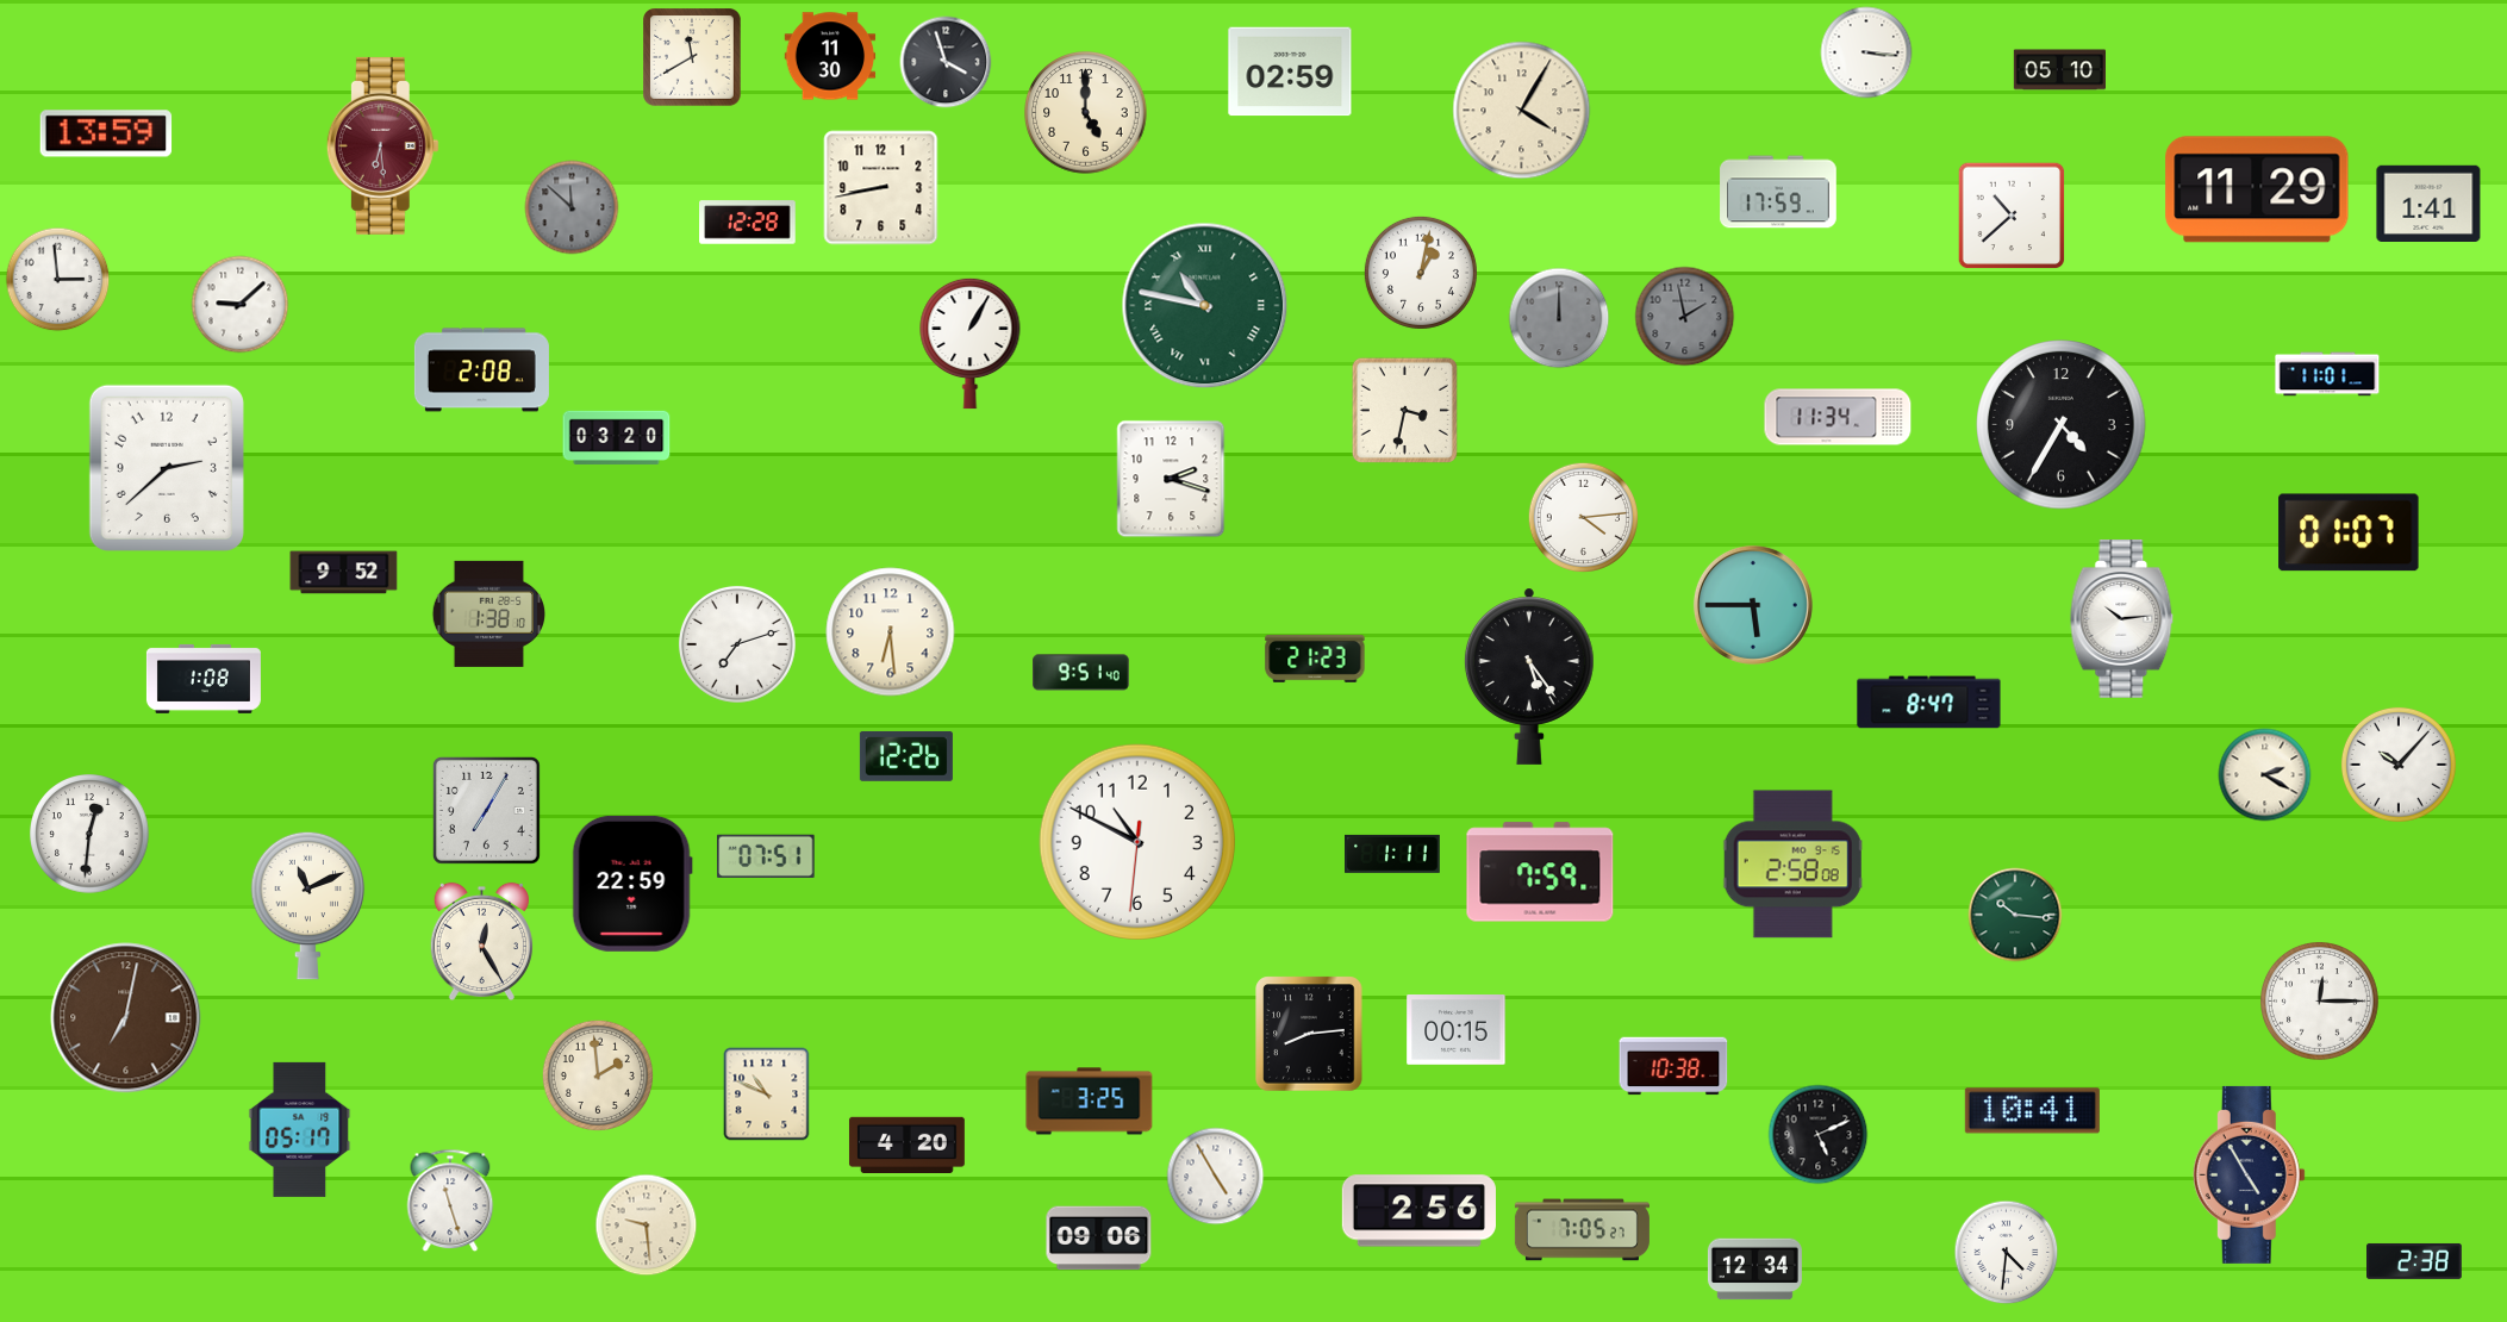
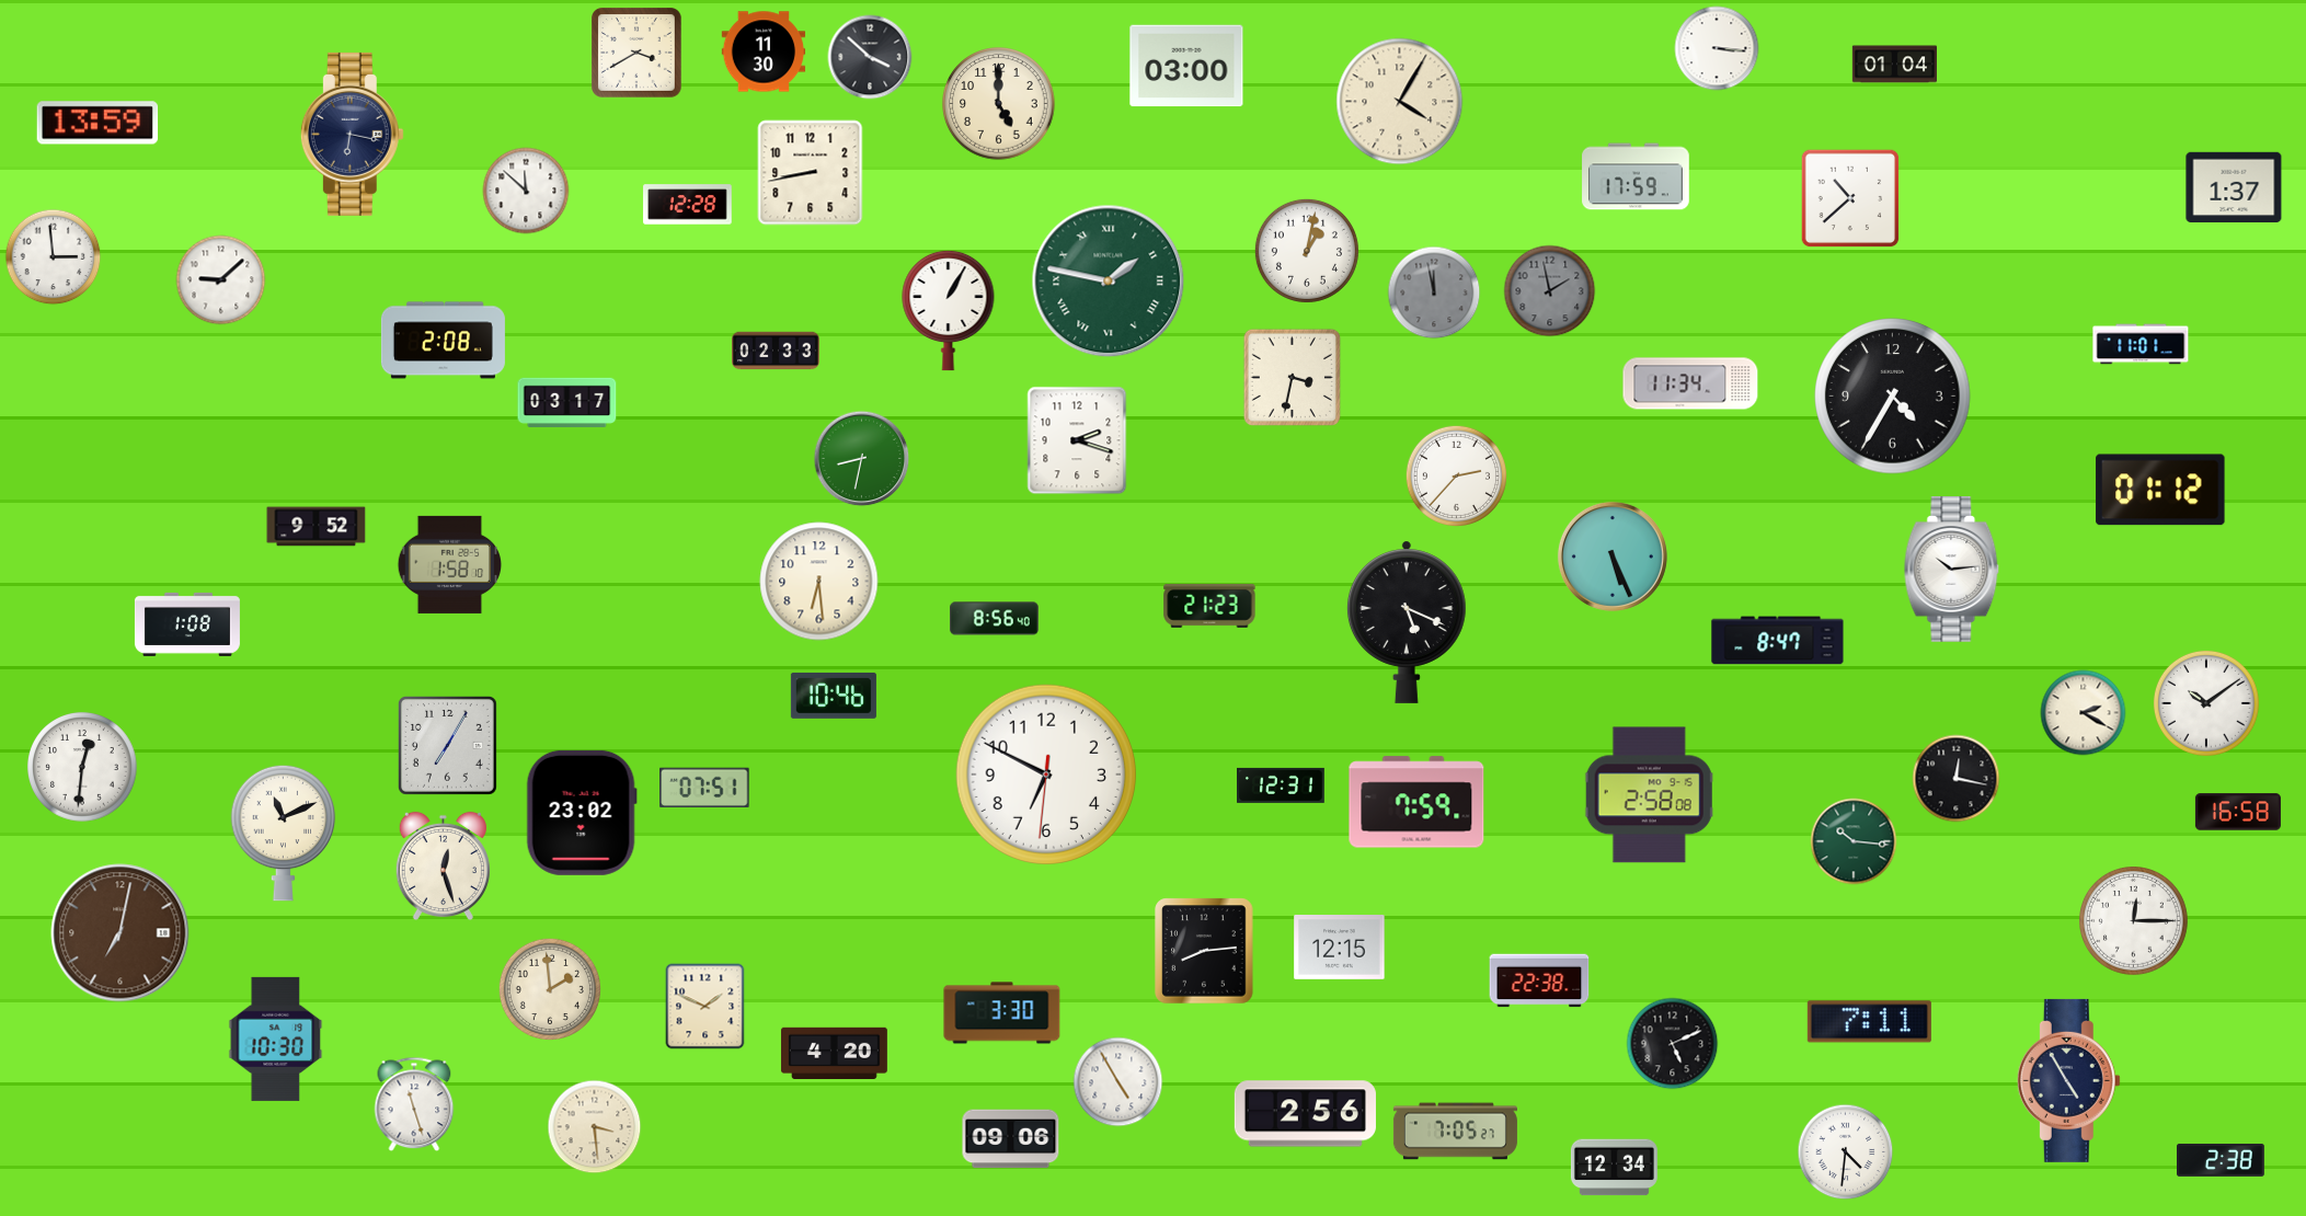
clock at (693, 58): 11:40 -> 3:40
clock at (946, 62): 3:57 -> 3:52
clock at (2059, 70): 05:10 -> 01:04
clock at (1290, 71): 02:59 -> 03:00
clock at (382, 145): 6:29 -> 6:17
clock at (382, 145) dial: burgundy -> navy
clock at (2257, 189): 11:29 -> none
clock at (2428, 202): 1:41 -> 1:37
clock at (572, 207) dial: grey -> white
clock at (1205, 306): 10:47 -> 1:47
clock at (1559, 318): 12:00 -> 11:58
clock at (971, 343) position: (971, 343) -> (949, 310)
clock at (776, 351): none -> 02:33
clock at (2062, 425) position: (2062, 425) -> (1893, 397)
clock at (617, 437): 03:20 -> 03:17
clock at (167, 468): 2:38 -> none
clock at (862, 459): none -> 8:32
clock at (1583, 517): 4:14 -> 2:37
clock at (2349, 532): 01:07 -> 01:12
clock at (1753, 605): 5:45 -> 5:26
clock at (488, 613): 1:38 -> 1:58
clock at (737, 644): 7:12 -> none
clock at (1081, 673): 9:51 -> 8:56
clock at (1529, 676): 5:24 -> 5:19
clock at (1929, 703) position: (1929, 703) -> (1778, 641)
clock at (906, 756): 12:26 -> 10:46
clock at (2399, 765): 10:07 -> 10:09
clock at (1136, 841): 10:49 -> 6:49
clock at (1957, 779): none -> 12:17
clock at (1393, 854): 1:11 -> 12:31
clock at (2238, 812): none -> 16:58
clock at (632, 884): 22:59 -> 23:02
clock at (481, 942): 12:25 -> 12:27
clock at (126, 1018) position: (126, 1018) -> (121, 933)
clock at (1457, 1030): 00:15 -> 12:15
clock at (1673, 1066): 10:38 -> 22:38
clock at (767, 1095): 10:49 -> 1:49
clock at (1090, 1102): 3:25 -> 3:30
clock at (2032, 1111): 10:41 -> 7:11
clock at (300, 1129): 05:17 -> 10:30
clock at (647, 1226): 9:29 -> 3:29
